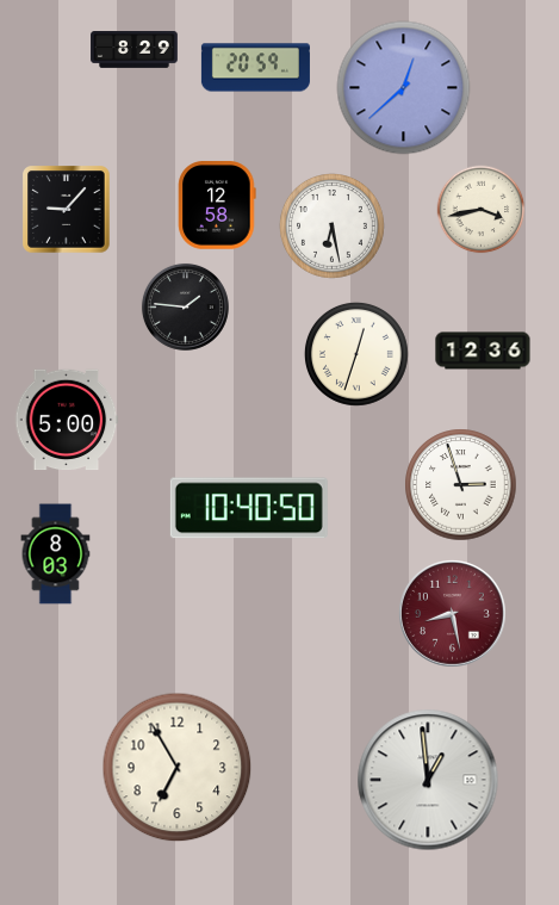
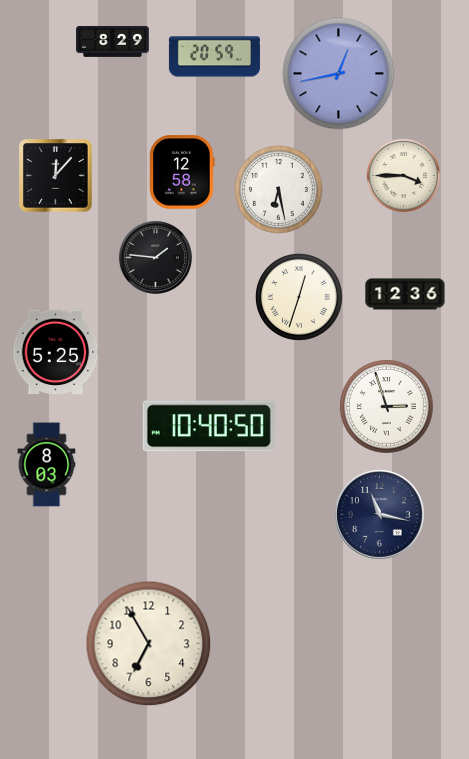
clock at (404, 88): 12:38 -> 12:43
clock at (67, 210): 9:07 -> 12:07
clock at (482, 210): 3:43 -> 3:45
clock at (67, 420): 5:00 -> 5:25
clock at (453, 614): 8:28 -> 11:17
clock at (453, 614) dial: burgundy -> navy
clock at (428, 780): 12:59 -> none
